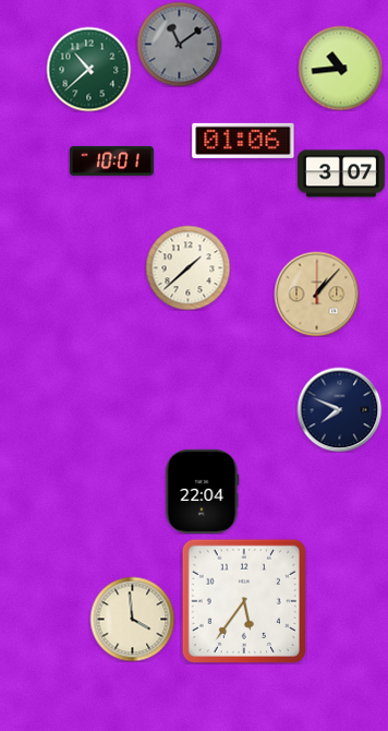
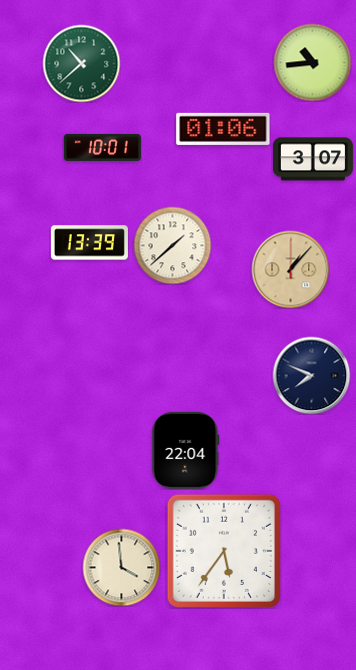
clock at (179, 44): 11:09 -> none
clock at (89, 243): none -> 13:39
